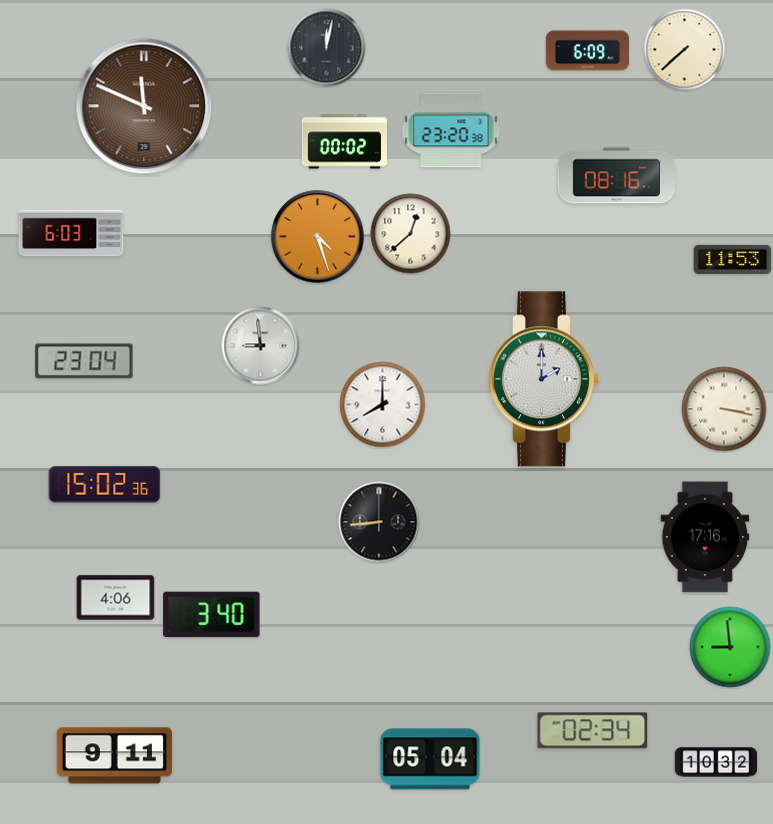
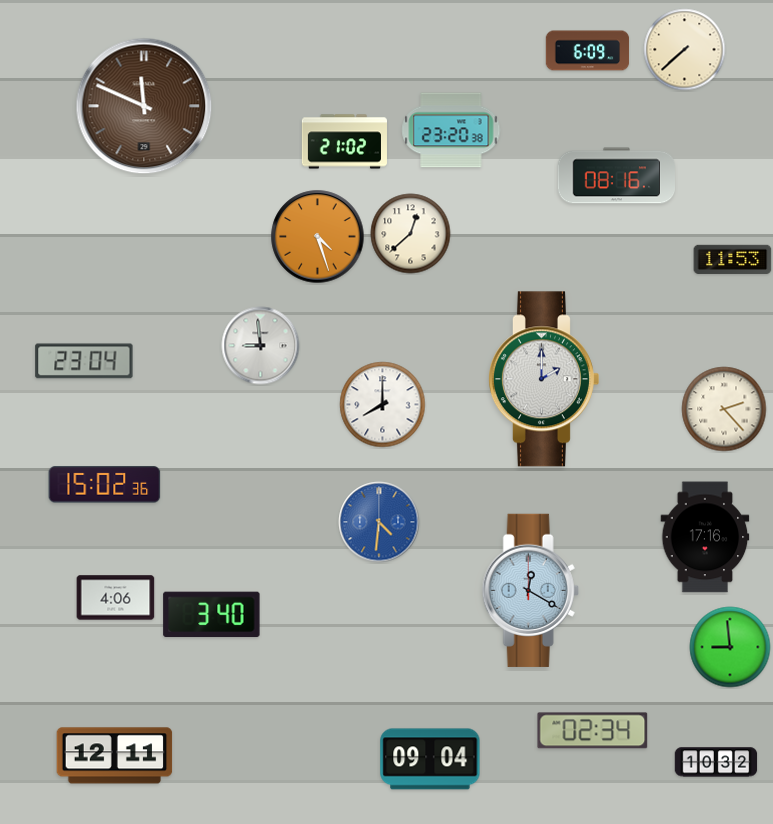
clock at (327, 48): 12:02 -> none
clock at (344, 142): 00:02 -> 21:02
clock at (71, 233): 6:03 -> none
clock at (724, 409): 3:17 -> 2:23
clock at (379, 522): 8:44 -> 4:31
clock at (379, 522) dial: black -> blue
clock at (530, 590): none -> 12:20
clock at (115, 756): 9:11 -> 12:11
clock at (430, 759): 05:04 -> 09:04
